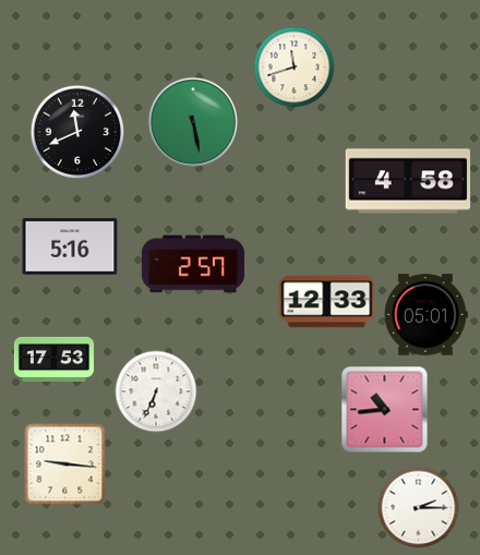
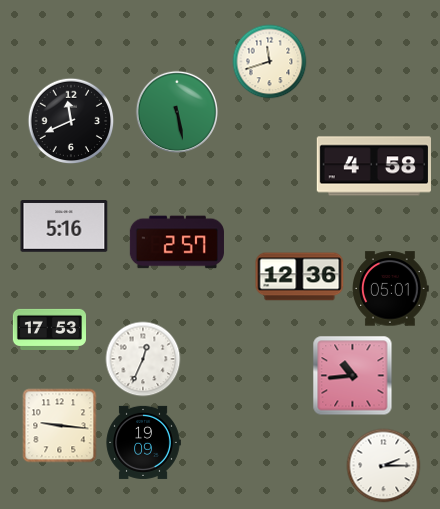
clock at (327, 302): 12:33 -> 12:36
clock at (156, 391): 6:34 -> 12:34
clock at (143, 442): none -> 19:09
